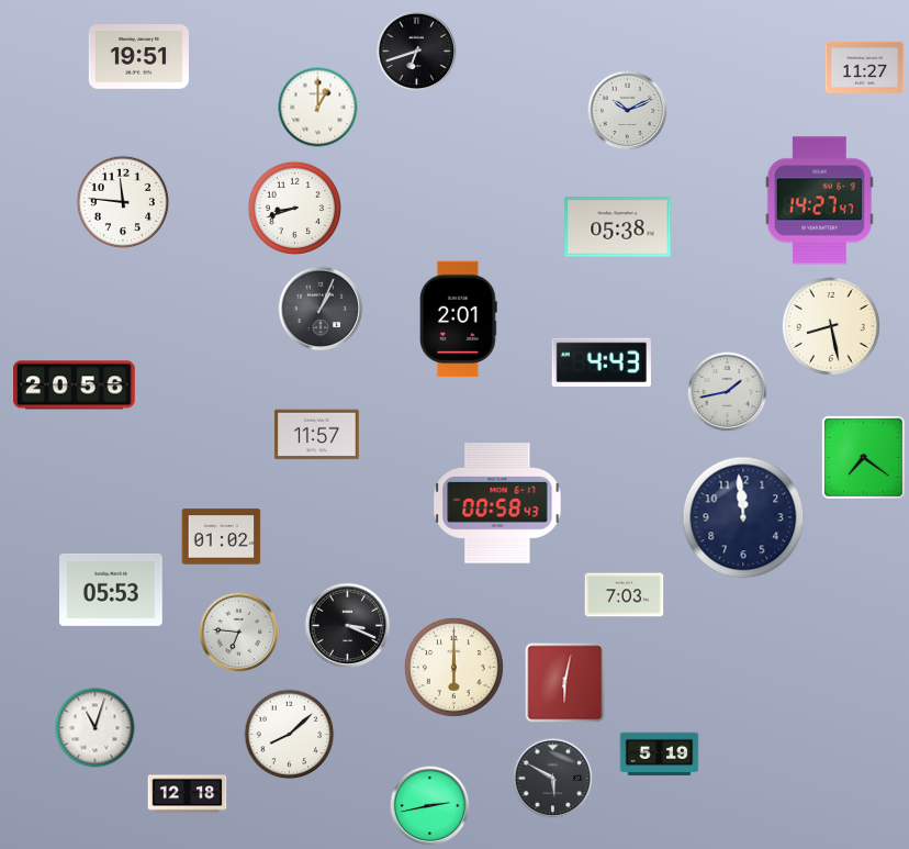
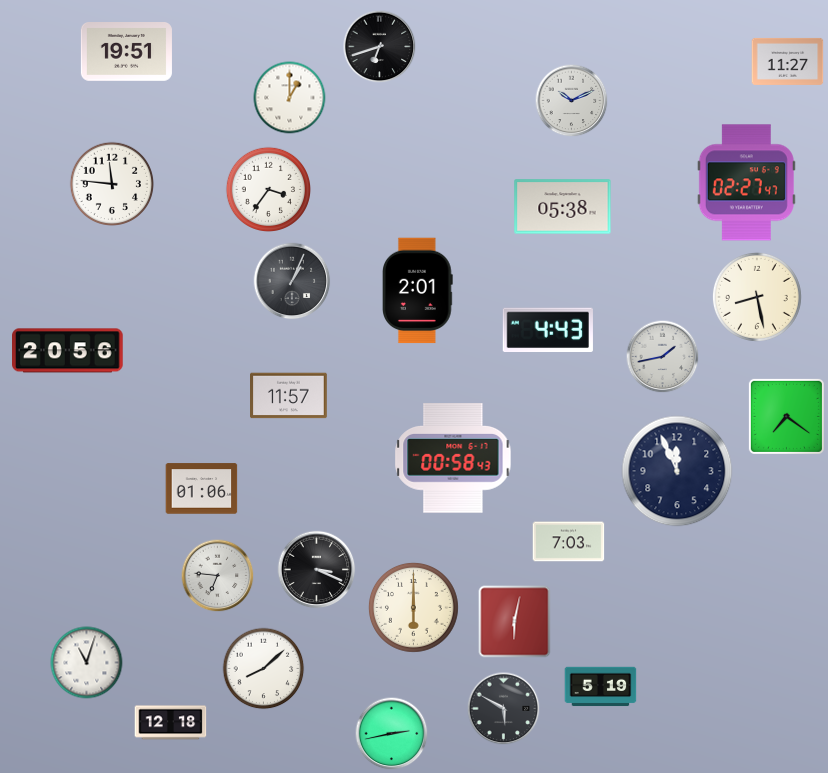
clock at (819, 201): 14:27 -> 02:27
clock at (294, 208): 8:42 -> 3:36
clock at (743, 517): 11:59 -> 11:56
clock at (222, 537): 01:02 -> 01:06
clock at (112, 590): 05:53 -> none
